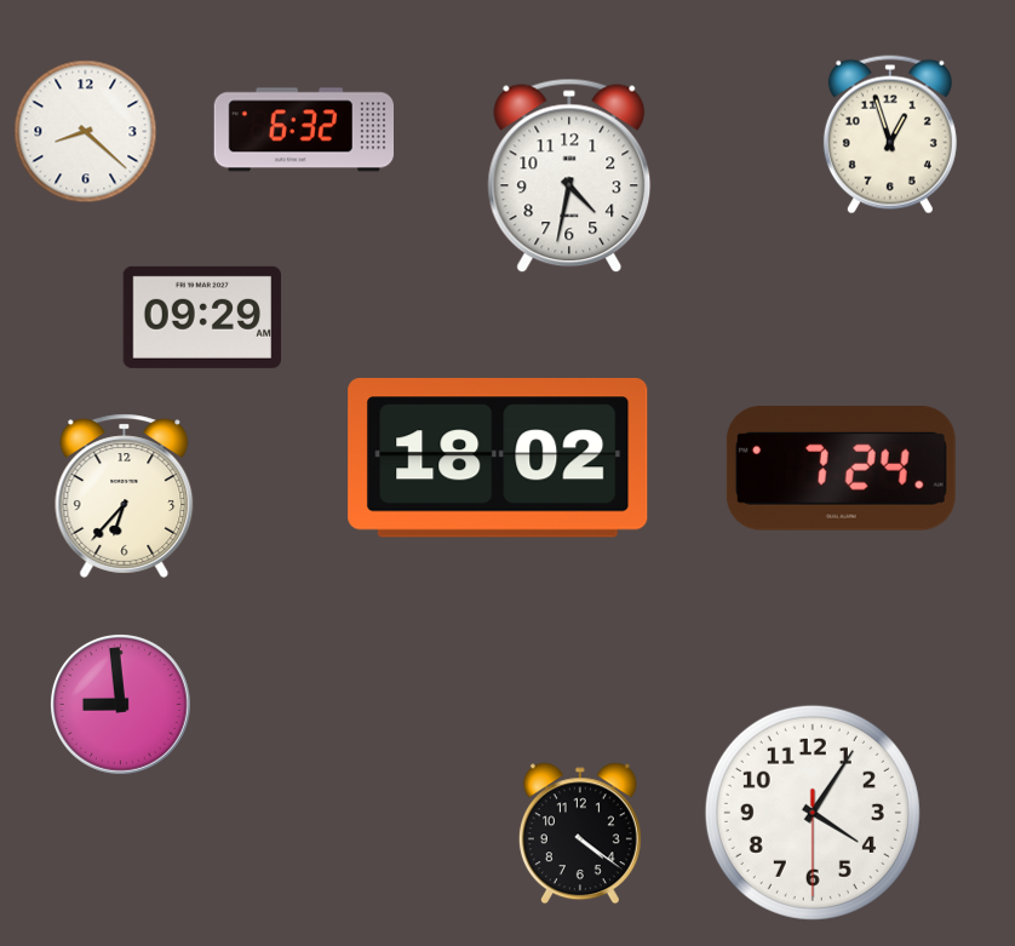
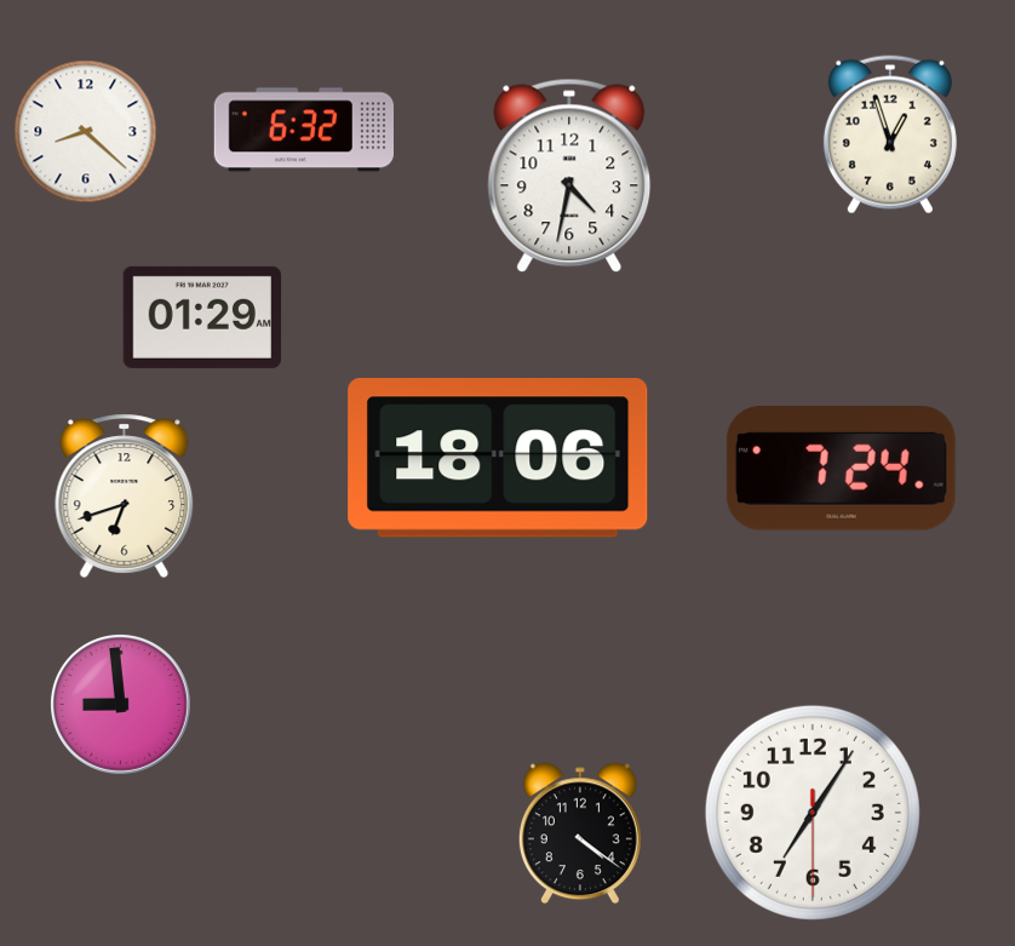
clock at (201, 317): 09:29 -> 01:29
clock at (498, 459): 18:02 -> 18:06
clock at (125, 495): 6:37 -> 6:42
clock at (813, 813): 4:05 -> 7:05
